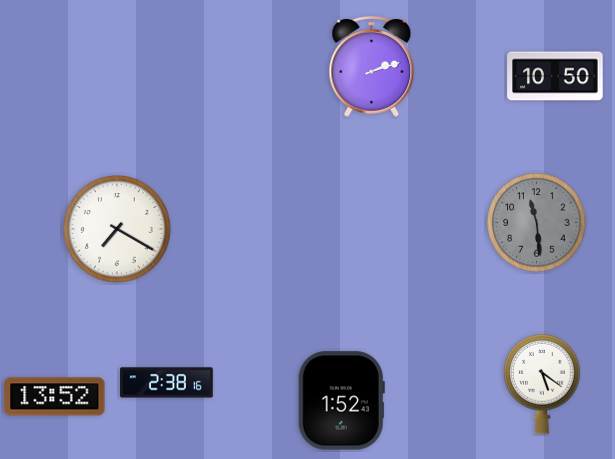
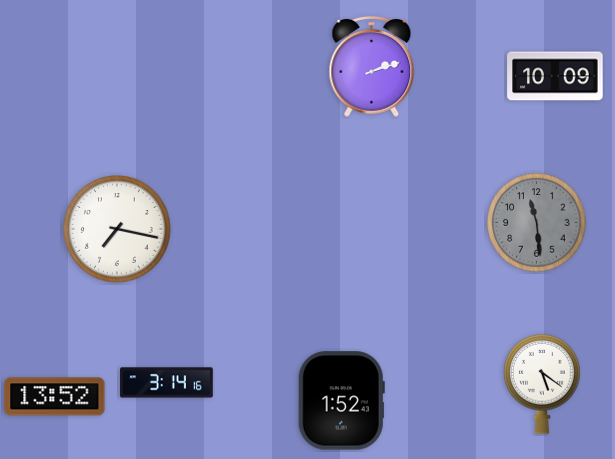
clock at (555, 76): 10:50 -> 10:09
clock at (117, 229): 7:20 -> 7:17
clock at (167, 383): 2:38 -> 3:14
